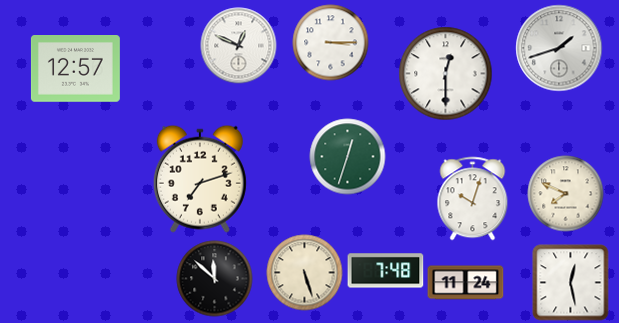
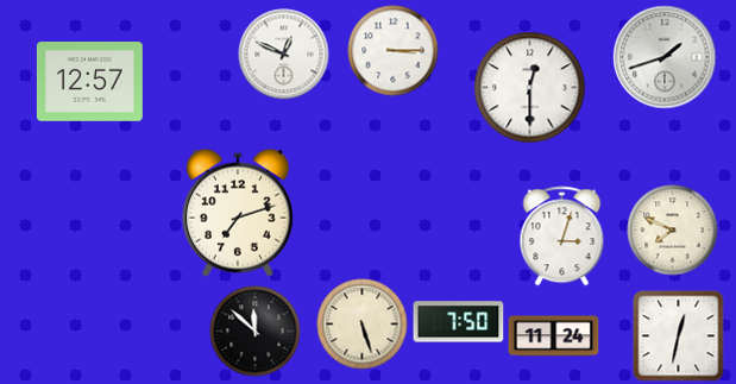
clock at (348, 157): 12:33 -> none
clock at (473, 199): 10:03 -> 3:03
clock at (386, 271): 7:48 -> 7:50
clock at (571, 283): 12:28 -> 12:32
